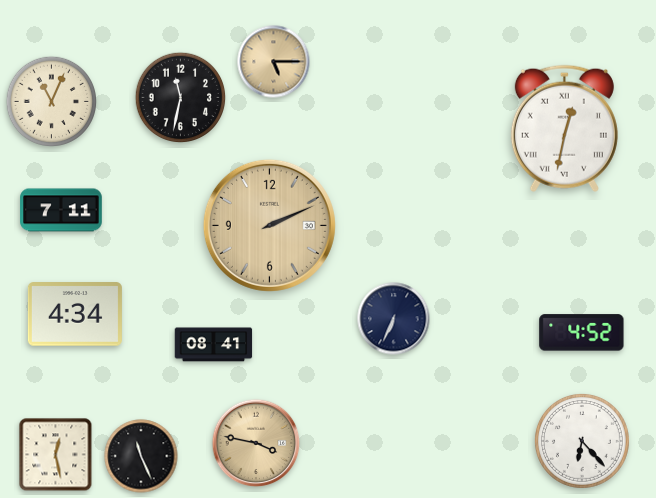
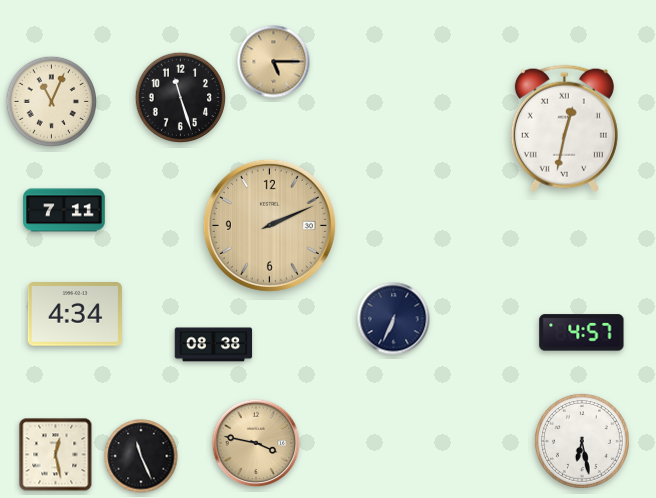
clock at (180, 97): 11:32 -> 11:27
clock at (61, 210) position: (61, 210) -> (64, 210)
clock at (582, 333): 4:52 -> 4:57
clock at (214, 345): 08:41 -> 08:38
clock at (582, 441): 6:23 -> 6:28
